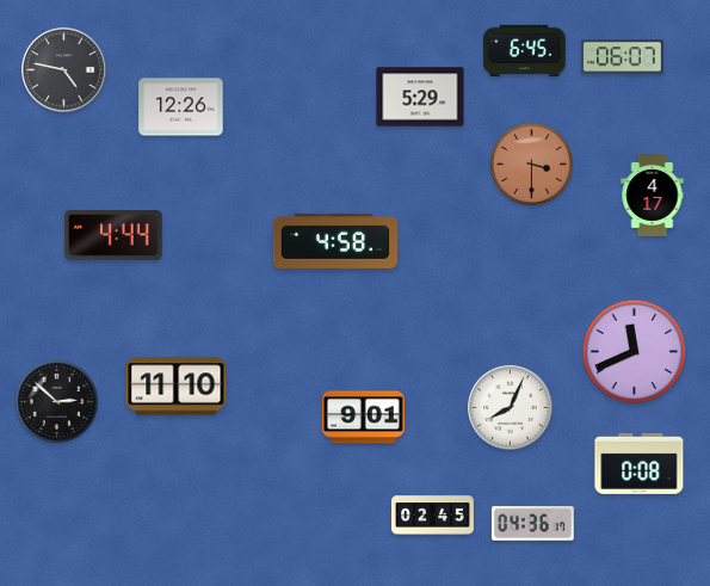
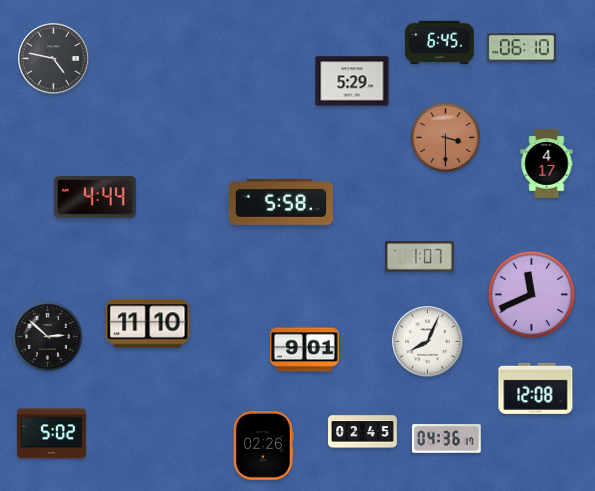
clock at (623, 57): 06:07 -> 06:10
clock at (181, 107): 12:26 -> none
clock at (335, 241): 4:58 -> 5:58
clock at (420, 257): none -> 1:07
clock at (640, 463): 0:08 -> 12:08
clock at (52, 434): none -> 5:02
clock at (263, 446): none -> 02:26
